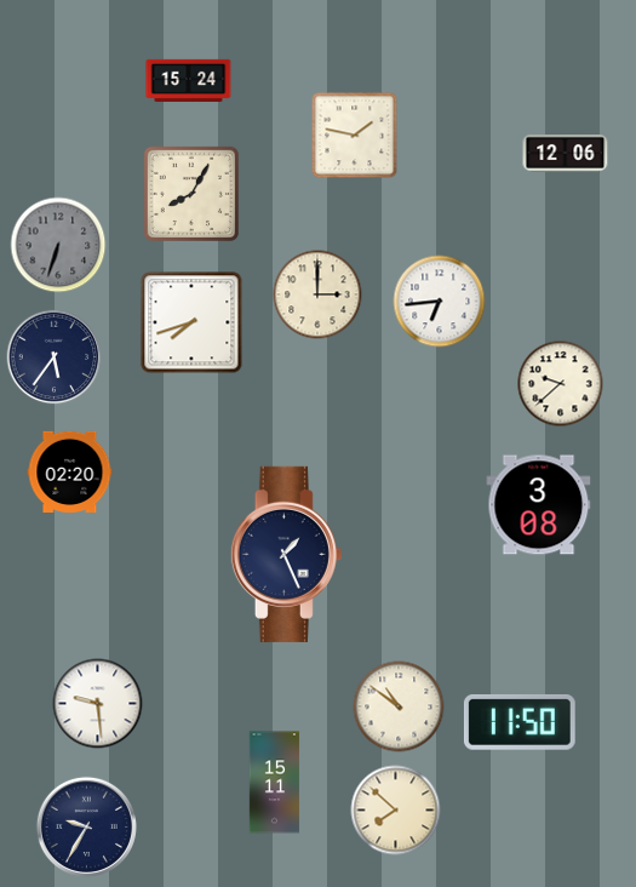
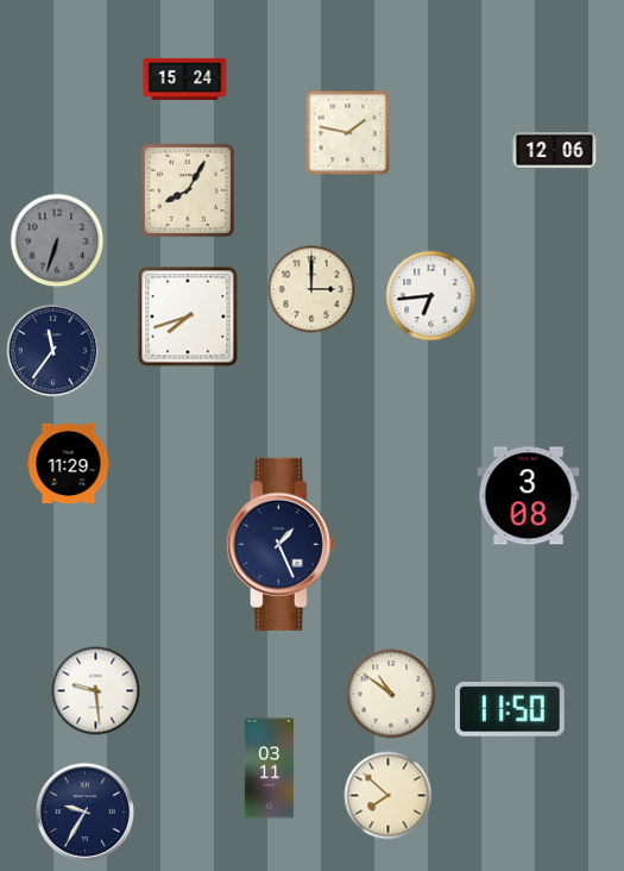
clock at (55, 357): 5:36 -> 11:36
clock at (561, 384): 9:38 -> none
clock at (70, 471): 02:20 -> 11:29
clock at (275, 783): 15:11 -> 03:11
